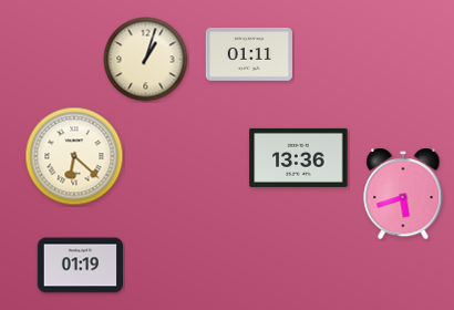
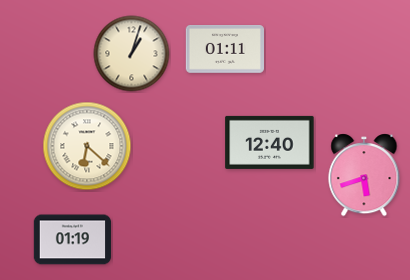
clock at (74, 156) position: (74, 156) -> (87, 146)
clock at (299, 157): 13:36 -> 12:40
